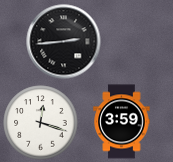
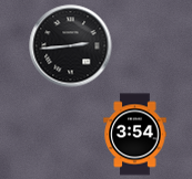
clock at (122, 122): 3:59 -> 3:54
clock at (41, 123): 12:18 -> none
